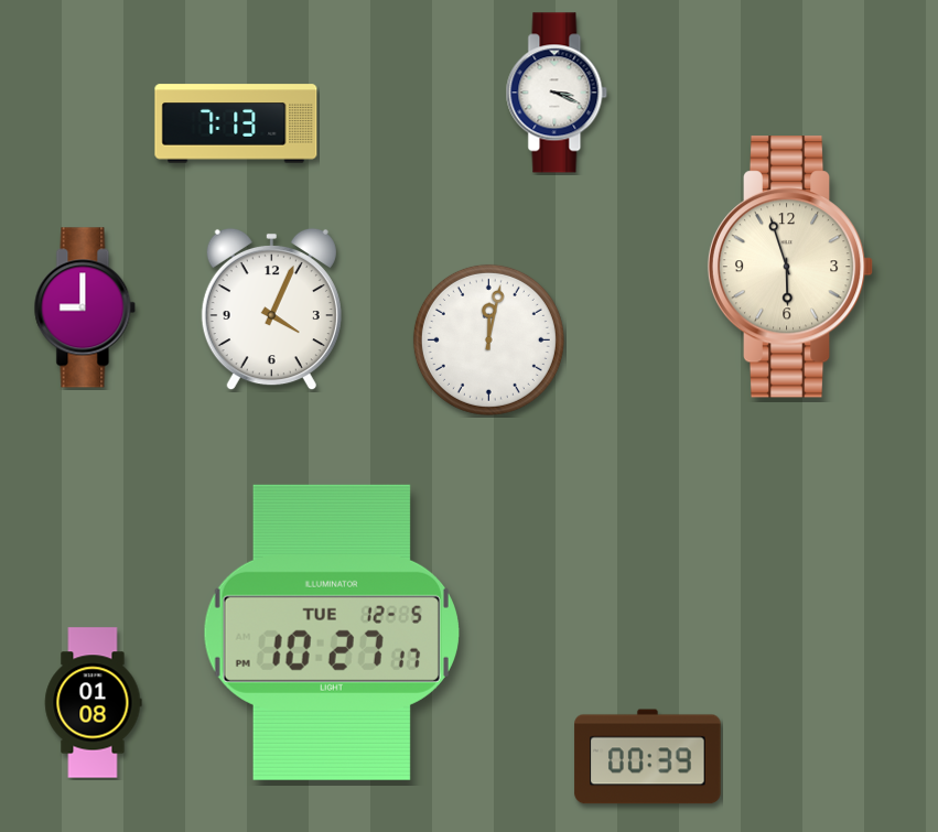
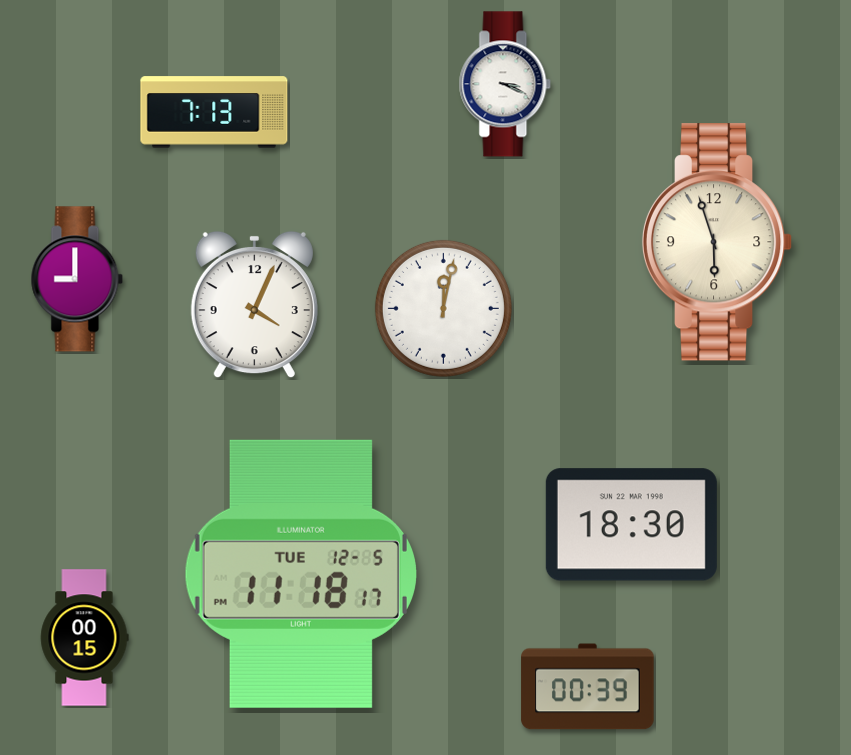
clock at (271, 310) position: (271, 310) -> (254, 305)
clock at (631, 525): none -> 18:30
clock at (332, 633): 10:27 -> 11:18
clock at (94, 703): 01:08 -> 00:15
